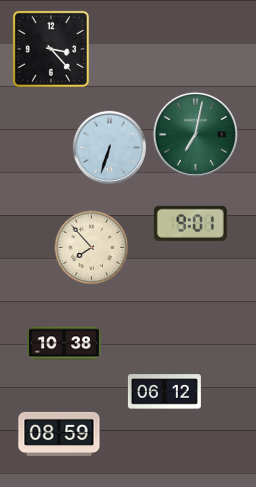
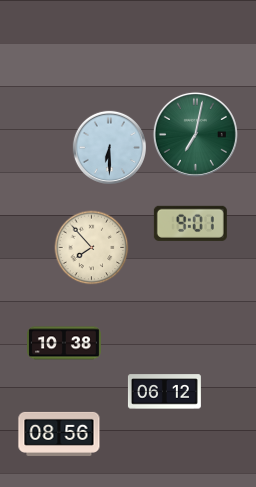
clock at (51, 49): 3:23 -> none
clock at (109, 147): 6:33 -> 6:30
clock at (59, 434): 08:59 -> 08:56
